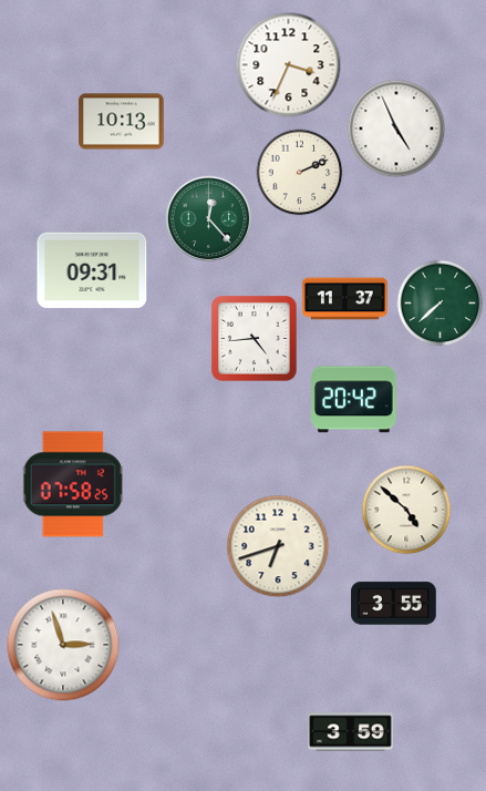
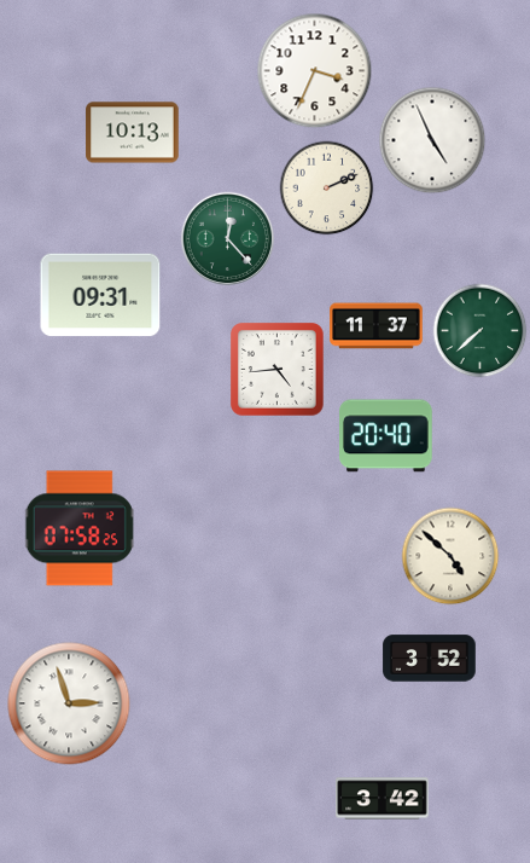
clock at (354, 400): 20:42 -> 20:40
clock at (406, 510) position: (406, 510) -> (450, 556)
clock at (278, 546): 6:42 -> none
clock at (394, 604): 3:55 -> 3:52
clock at (351, 732): 3:59 -> 3:42
